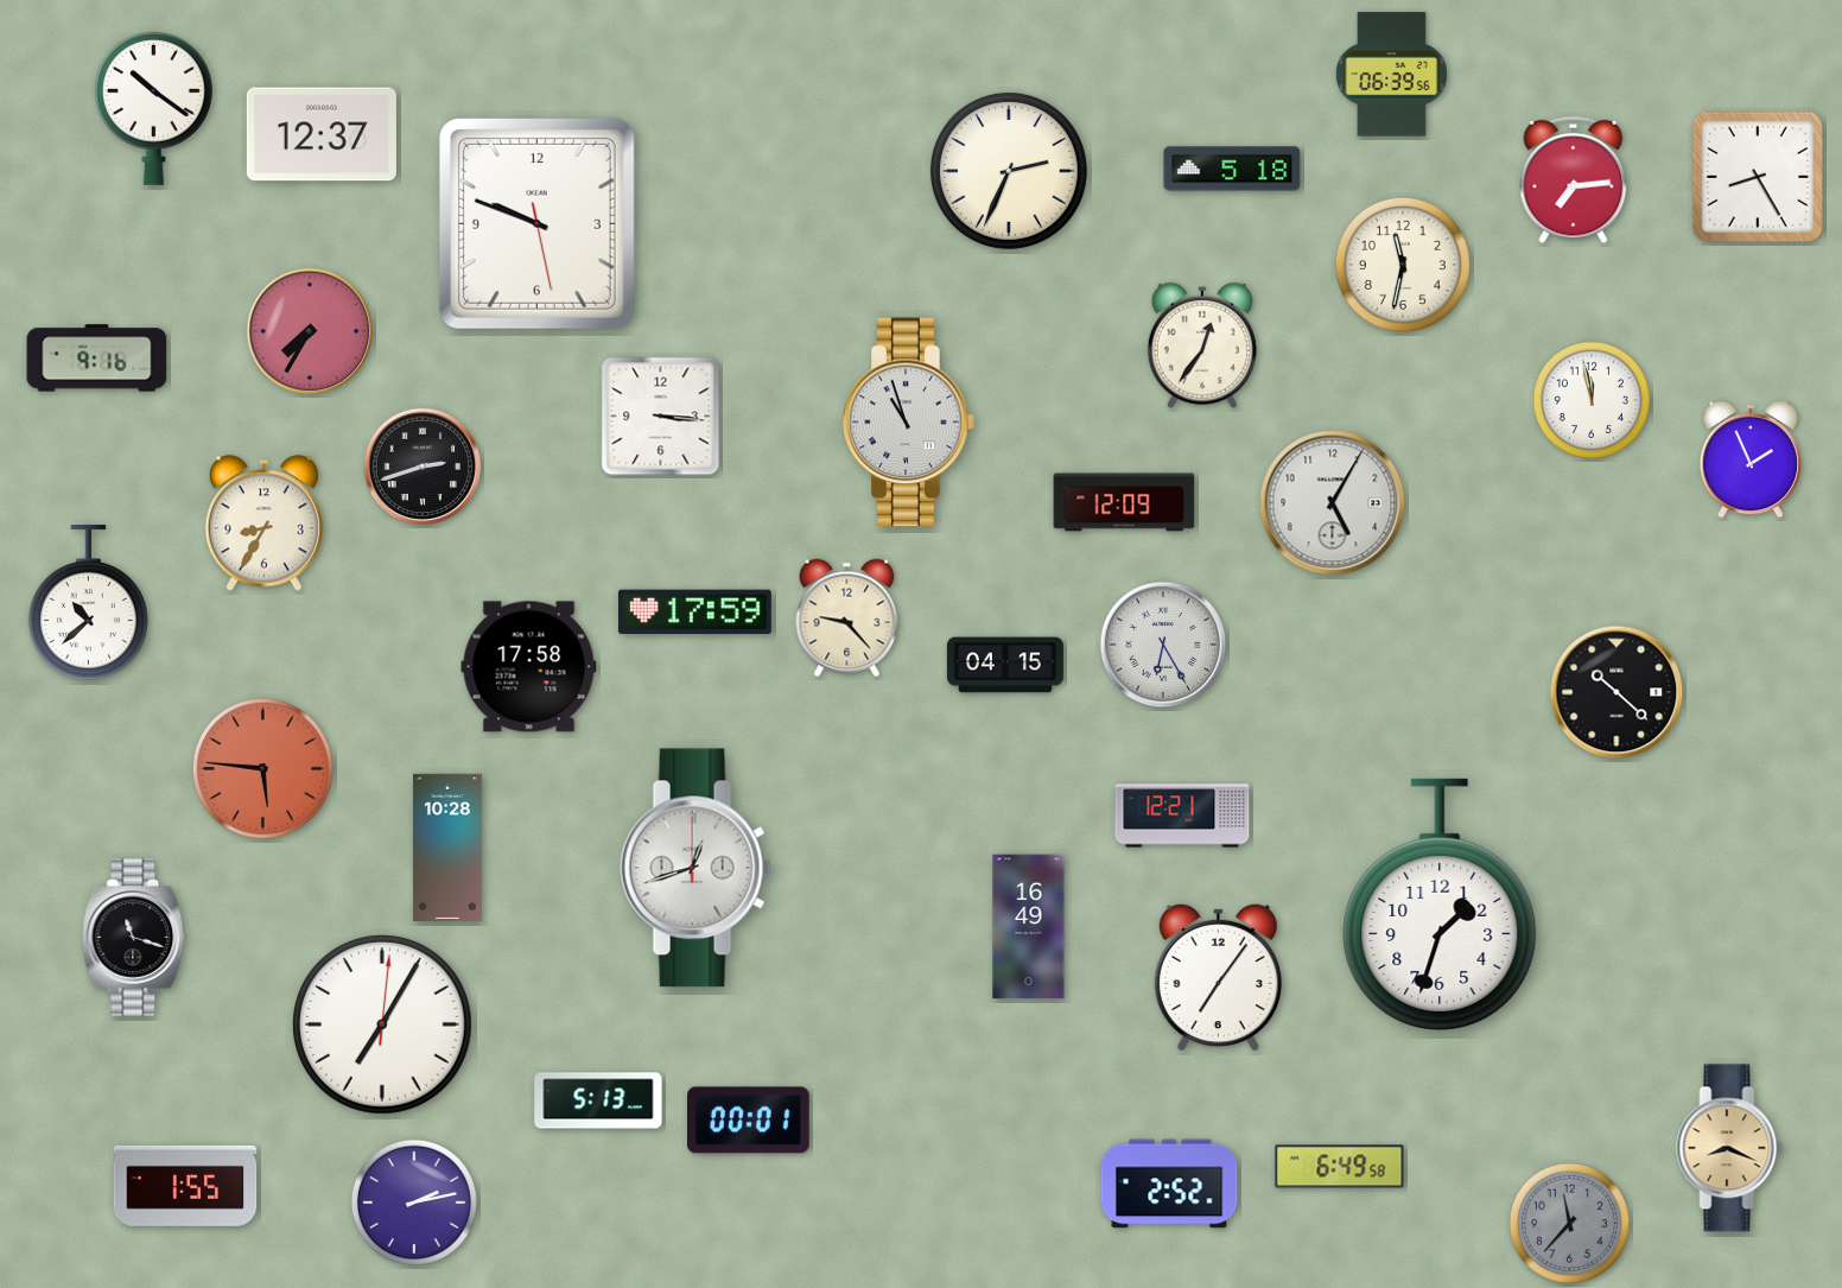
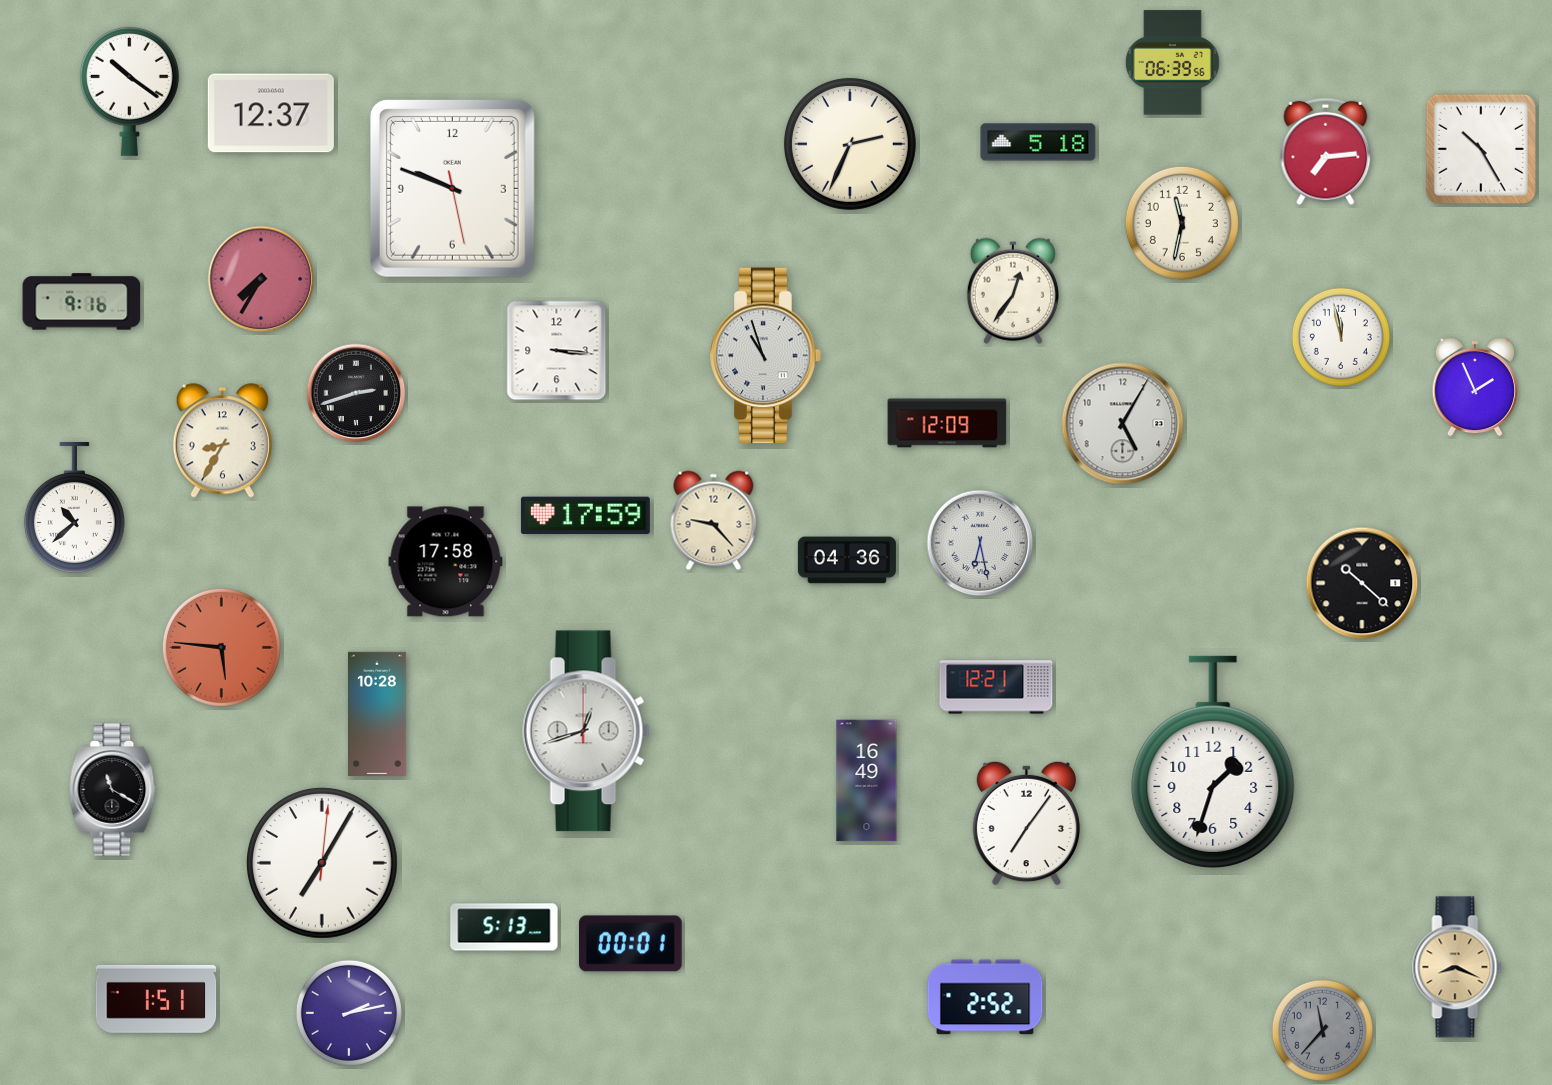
clock at (1758, 177): 8:25 -> 10:25
clock at (1163, 645): 6:25 -> 6:28
clock at (1005, 665): 04:15 -> 04:36
clock at (134, 938): 11:18 -> 11:20
clock at (1340, 1167): 6:49 -> none
clock at (185, 1186): 1:55 -> 1:51
